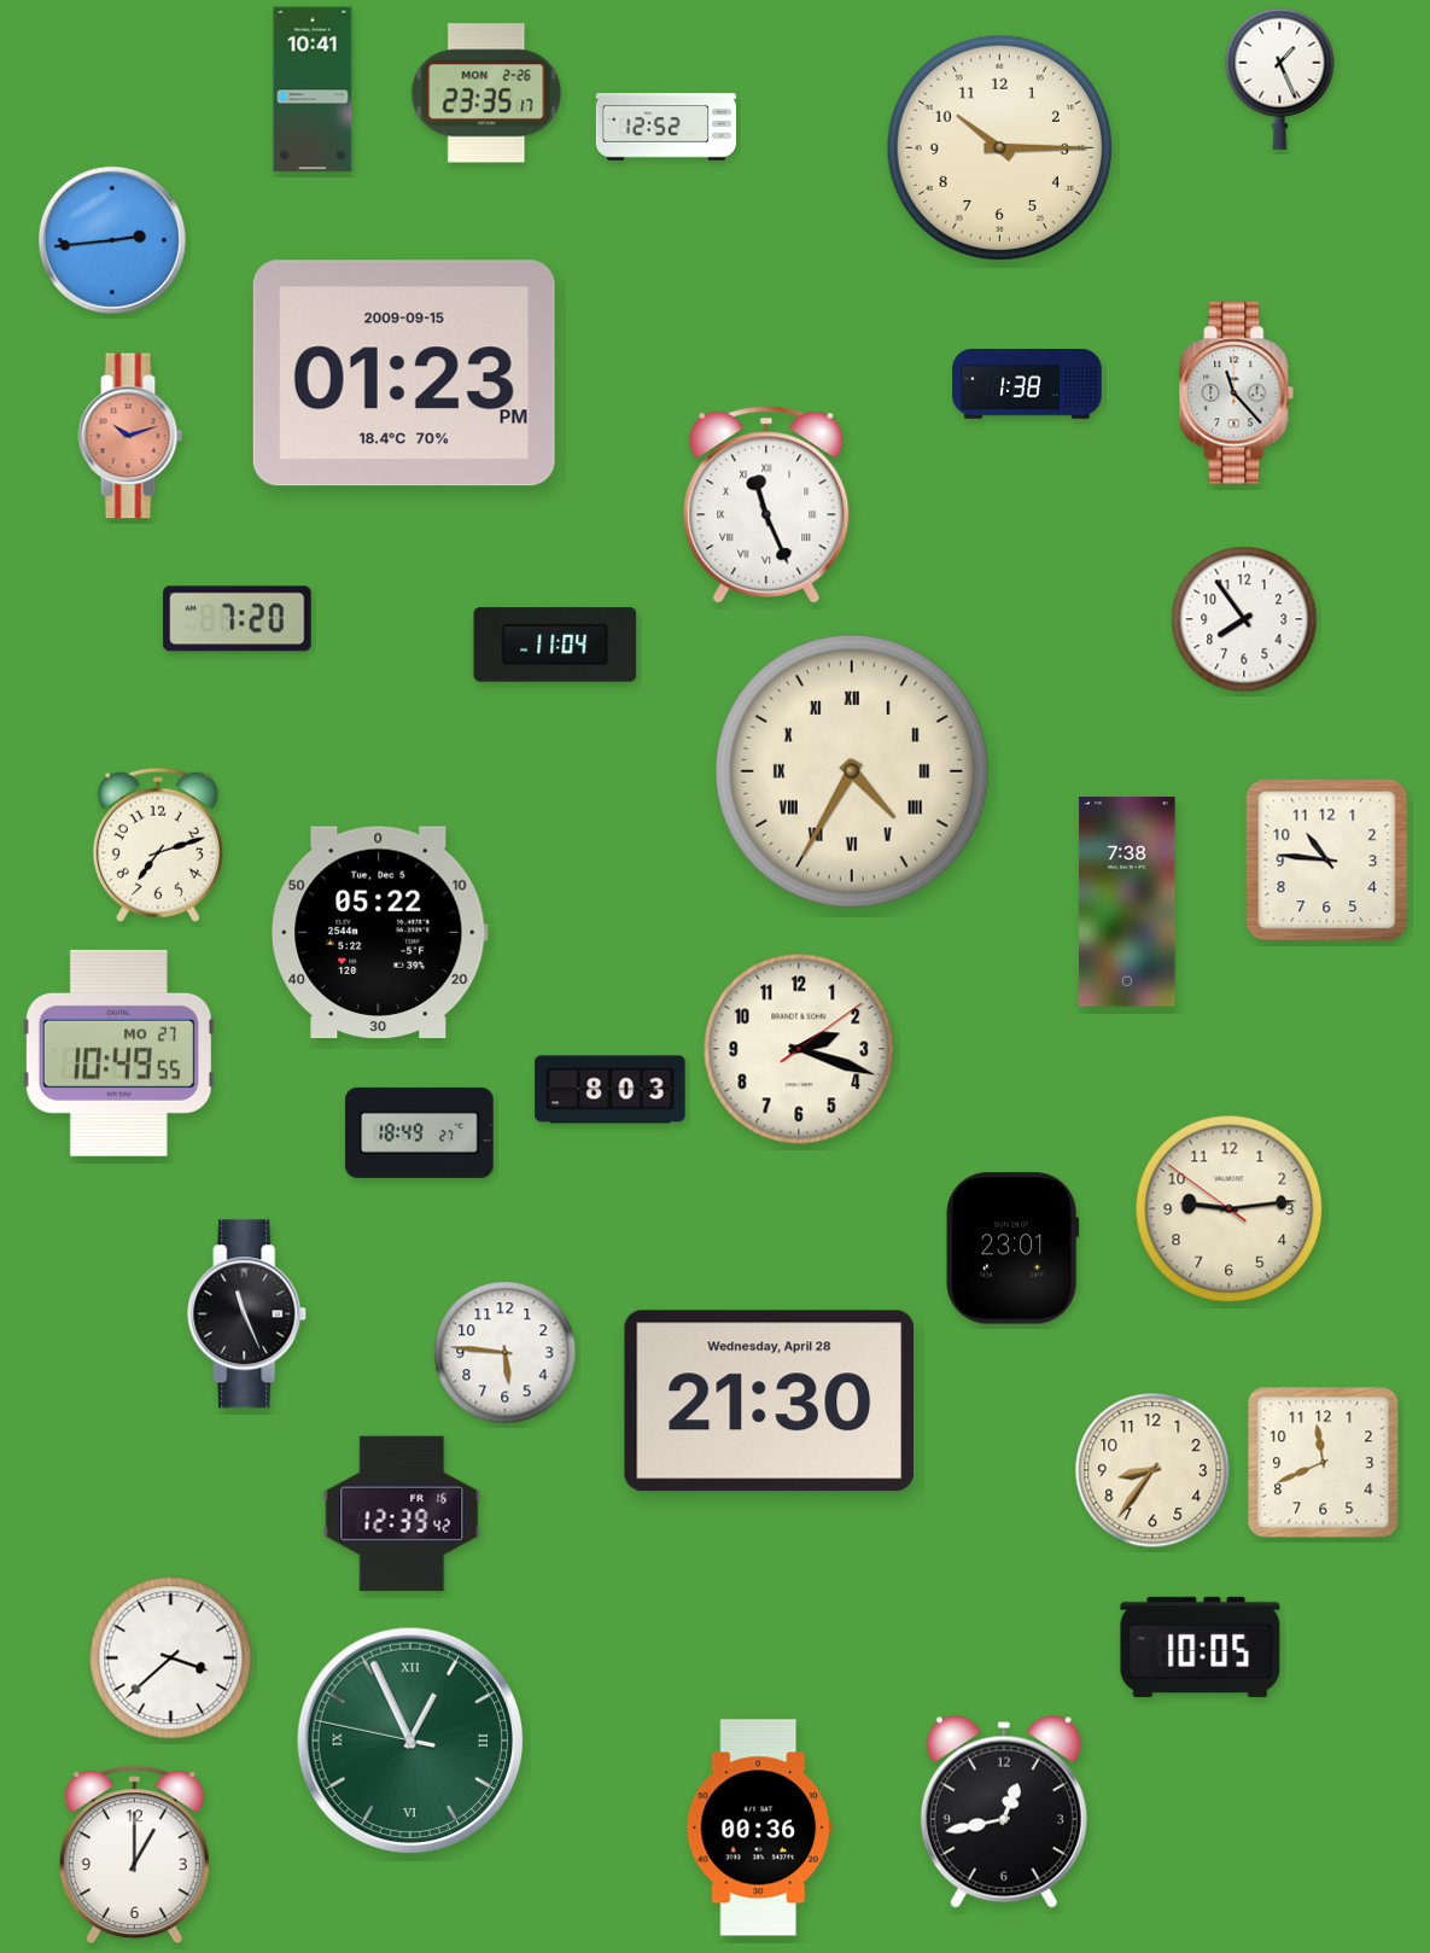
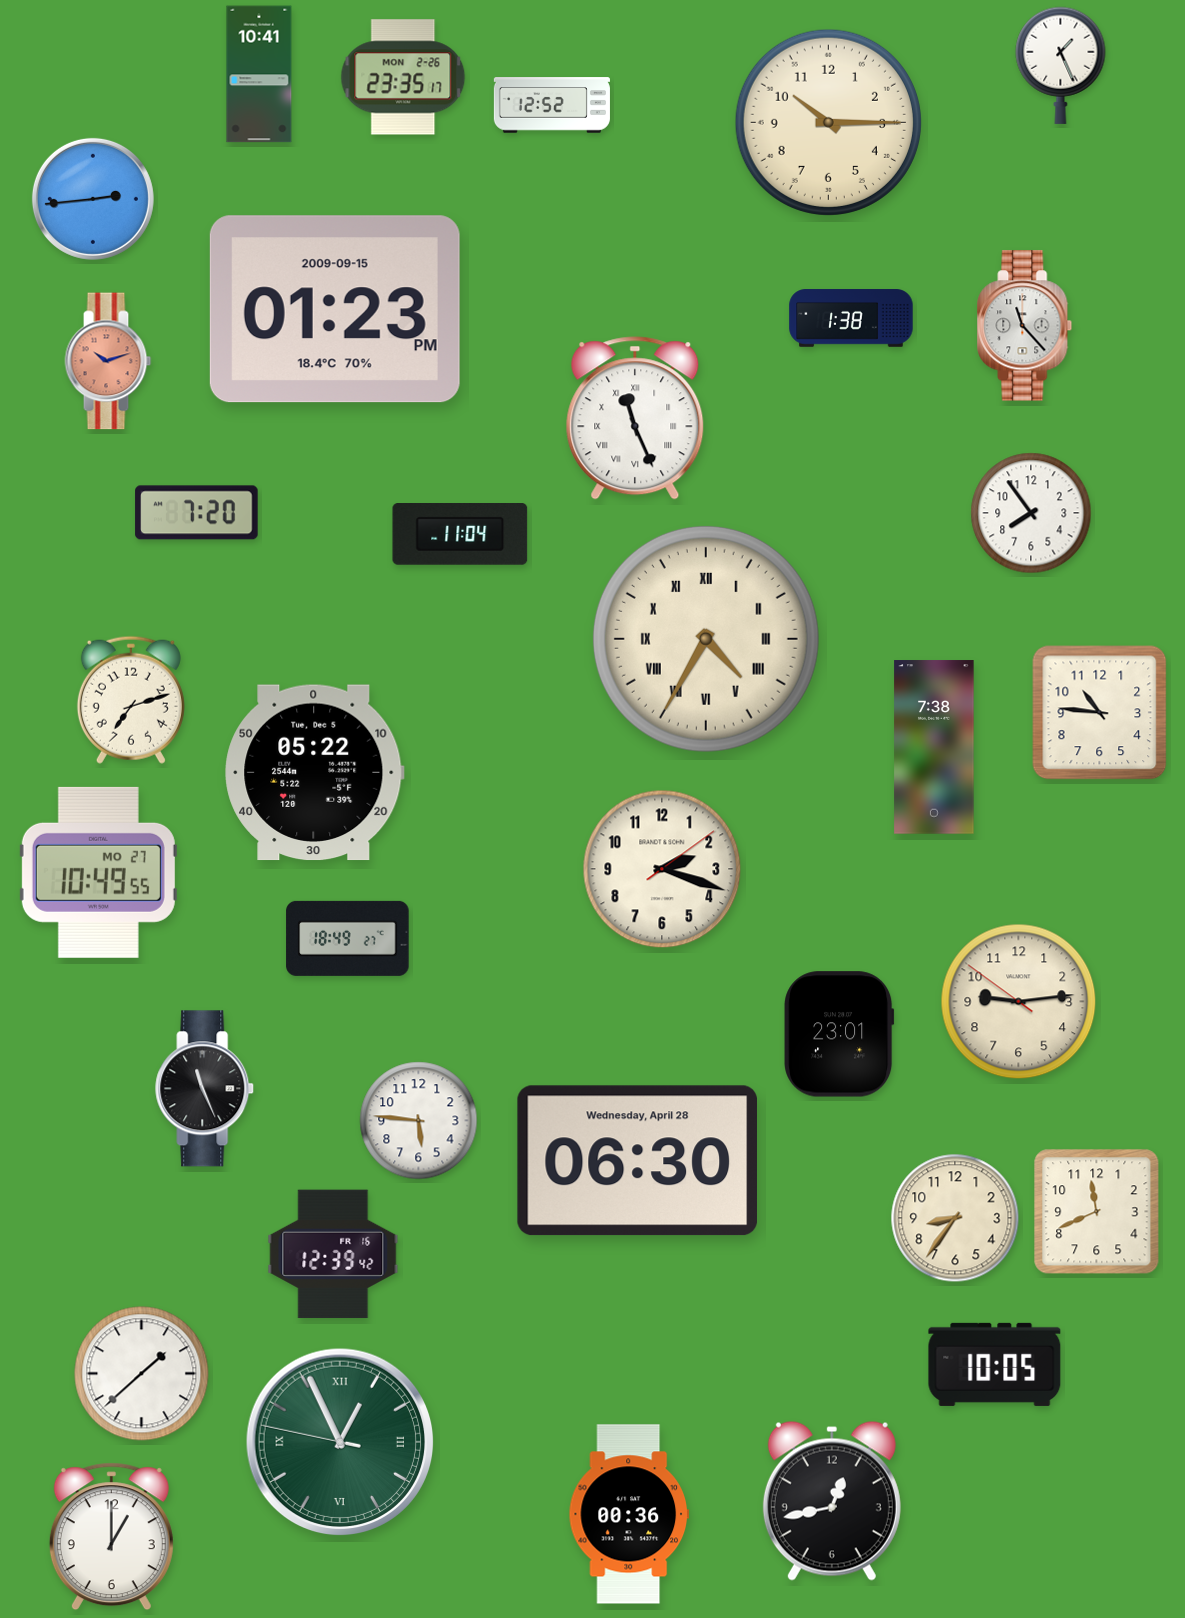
clock at (611, 1090): 8:03 -> none
clock at (769, 1401): 21:30 -> 06:30
clock at (171, 1658): 3:38 -> 1:38
